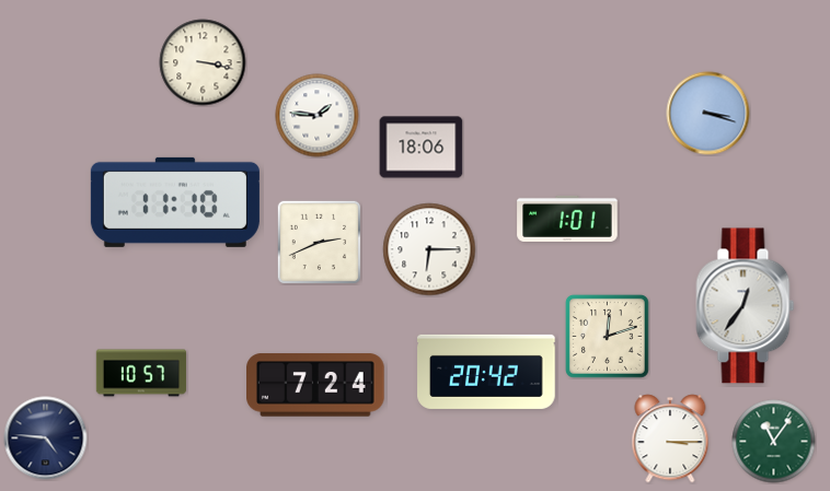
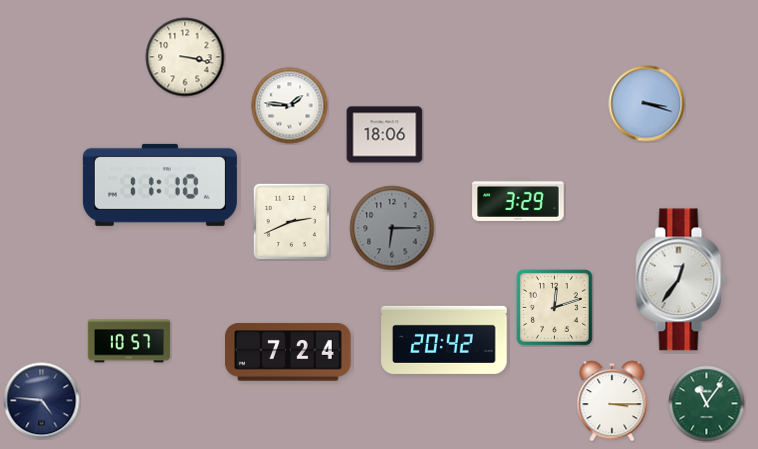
clock at (567, 219): 1:01 -> 3:29
clock at (429, 249) dial: white -> grey
